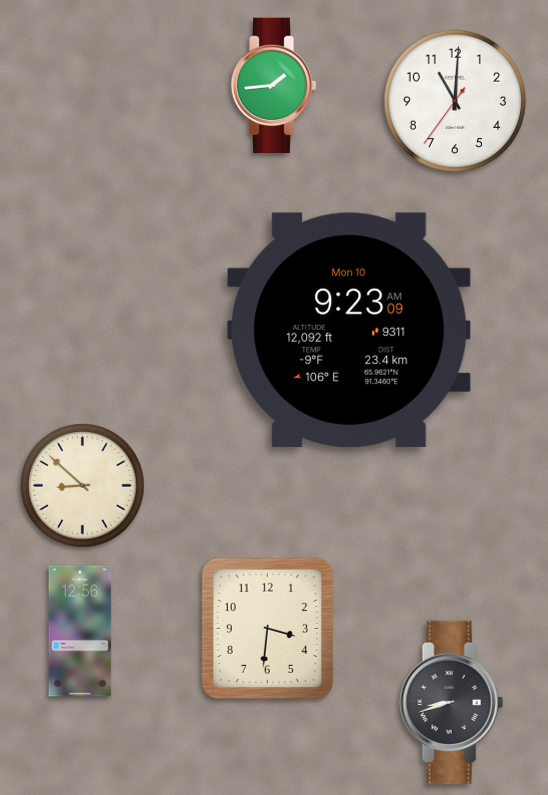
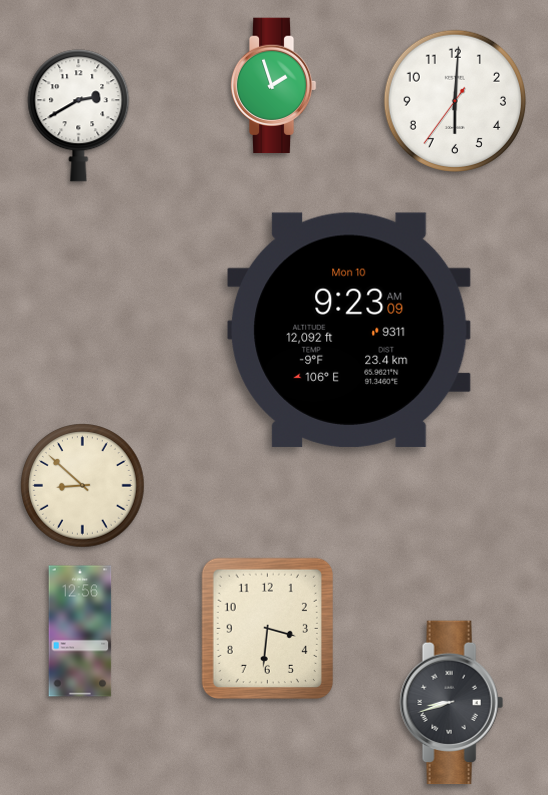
clock at (273, 86): 1:44 -> 1:57
clock at (454, 100): 11:00 -> 6:00
clock at (79, 116): none -> 2:40
